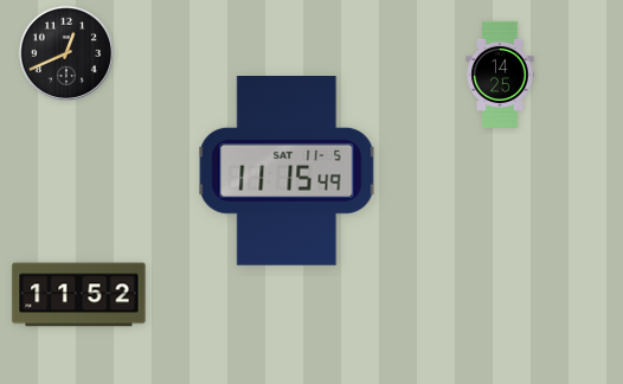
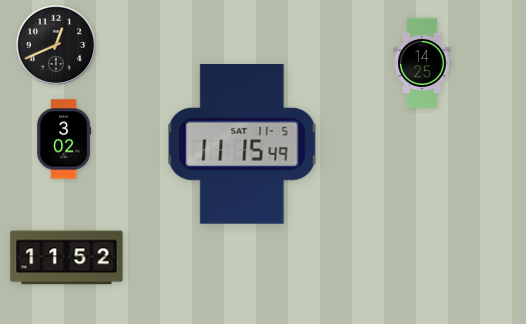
clock at (65, 139): none -> 3:02
clock at (79, 295) position: (79, 295) -> (67, 258)
